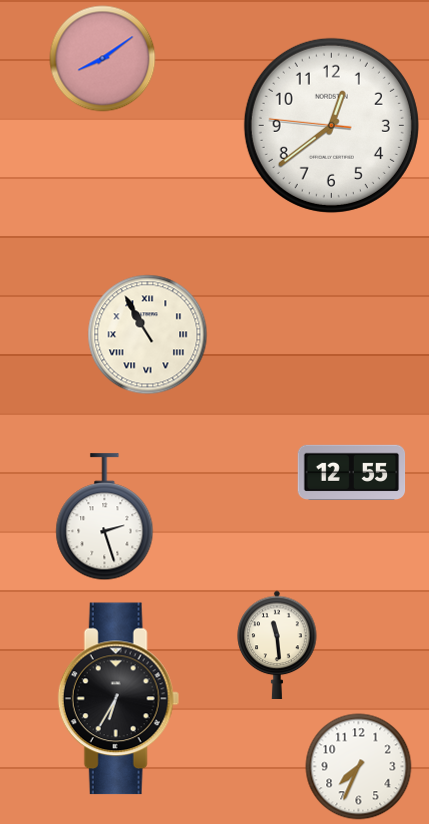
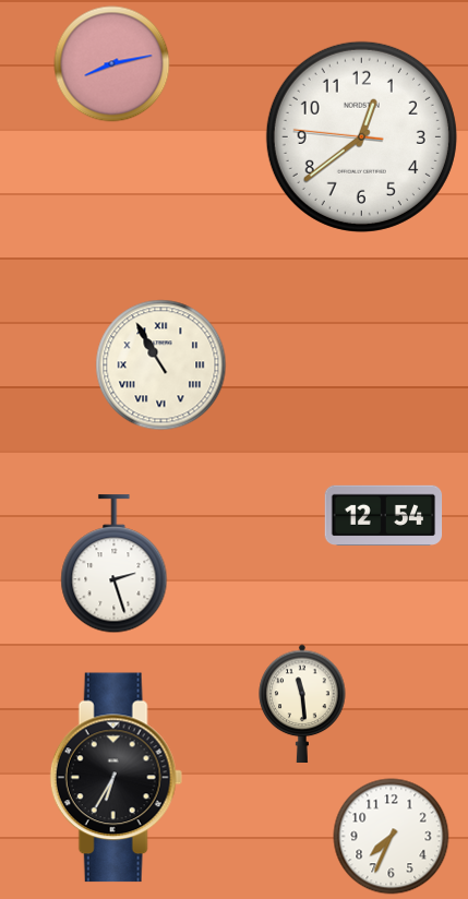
clock at (103, 59): 8:09 -> 8:13
clock at (352, 472): 12:55 -> 12:54
clock at (118, 699) position: (118, 699) -> (116, 778)
